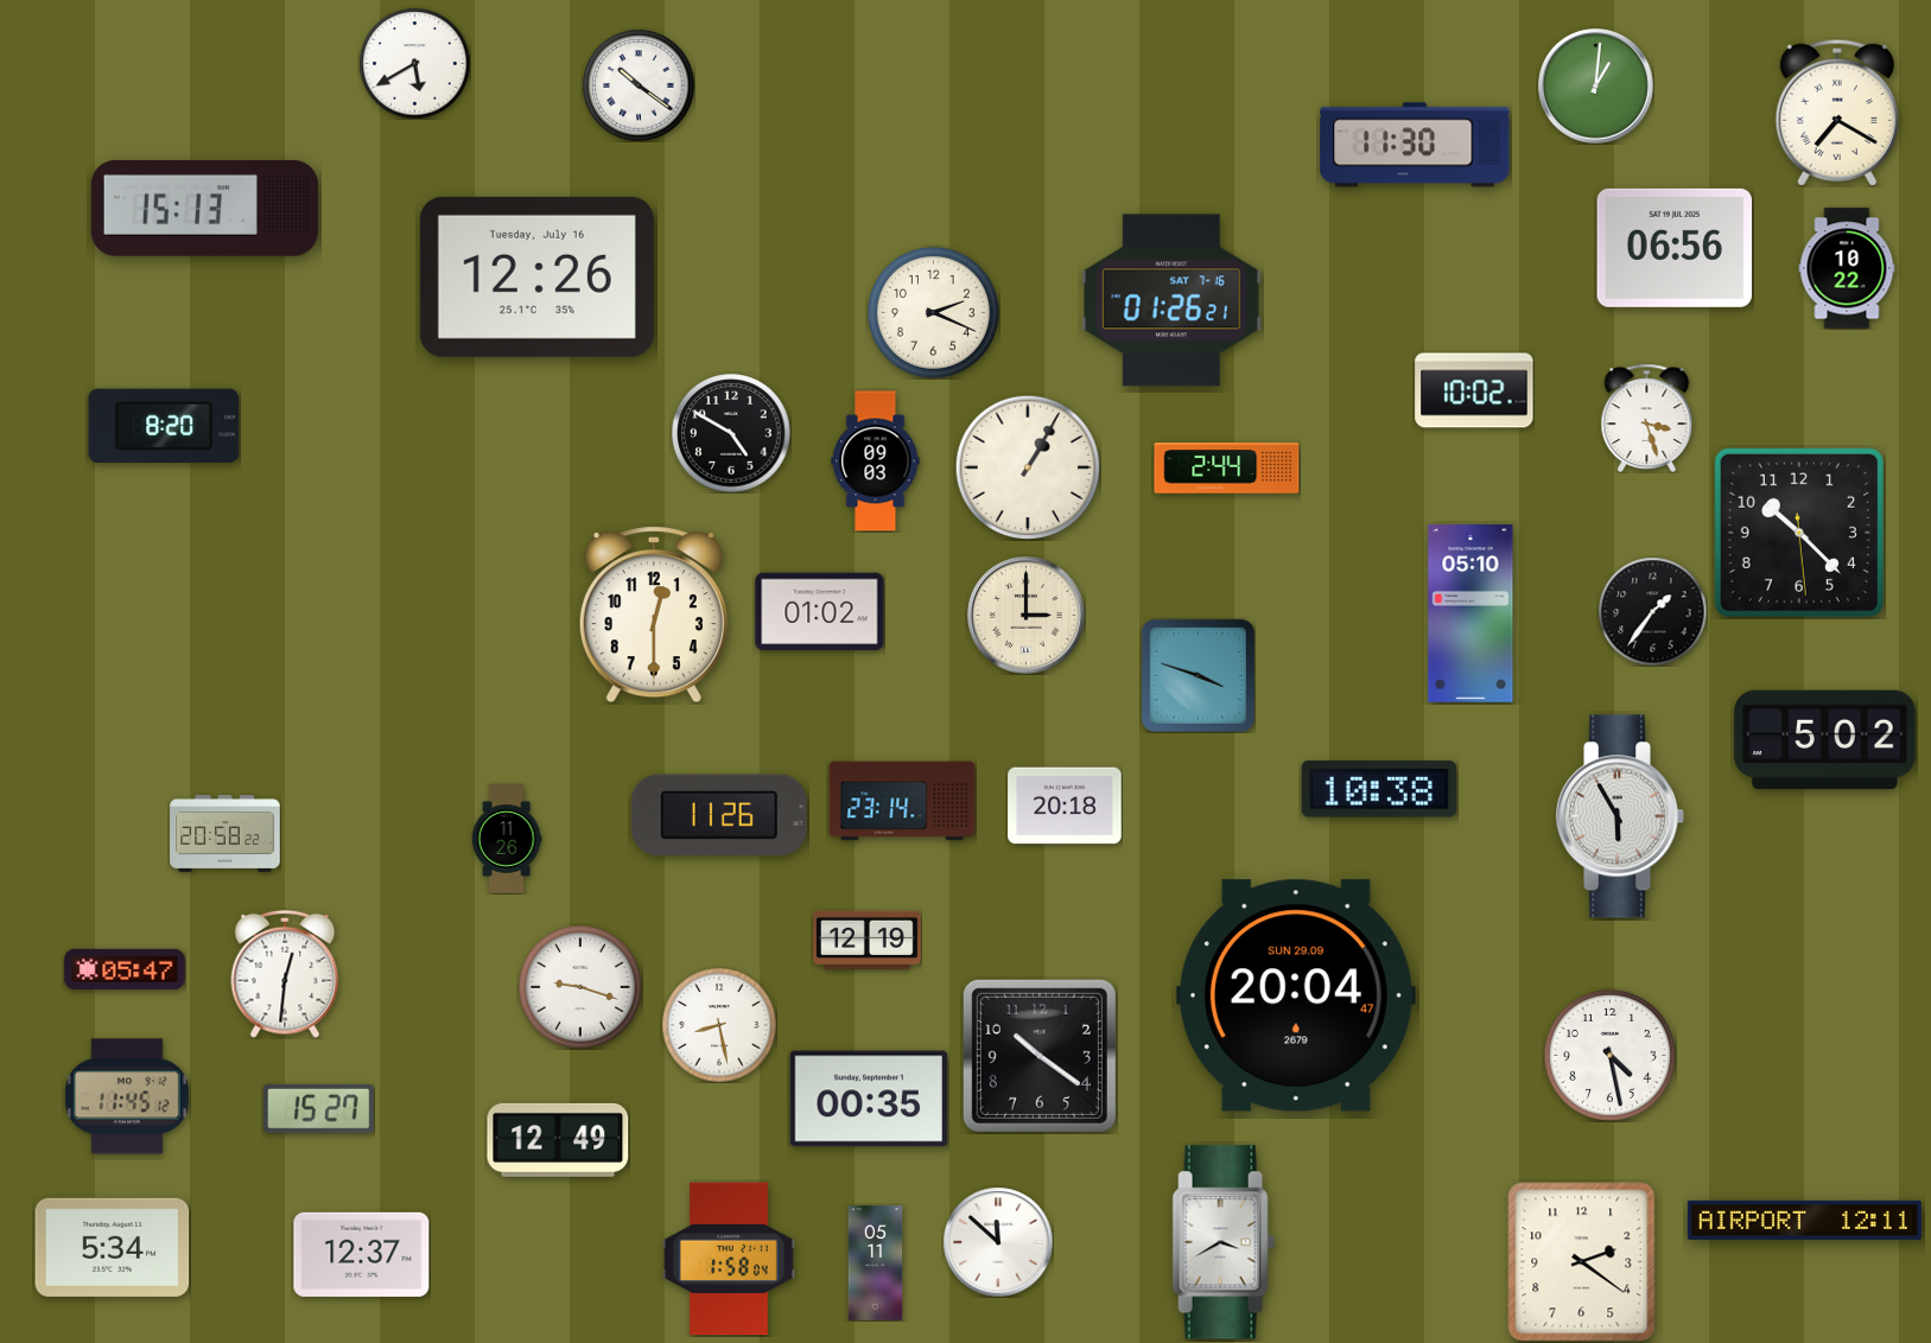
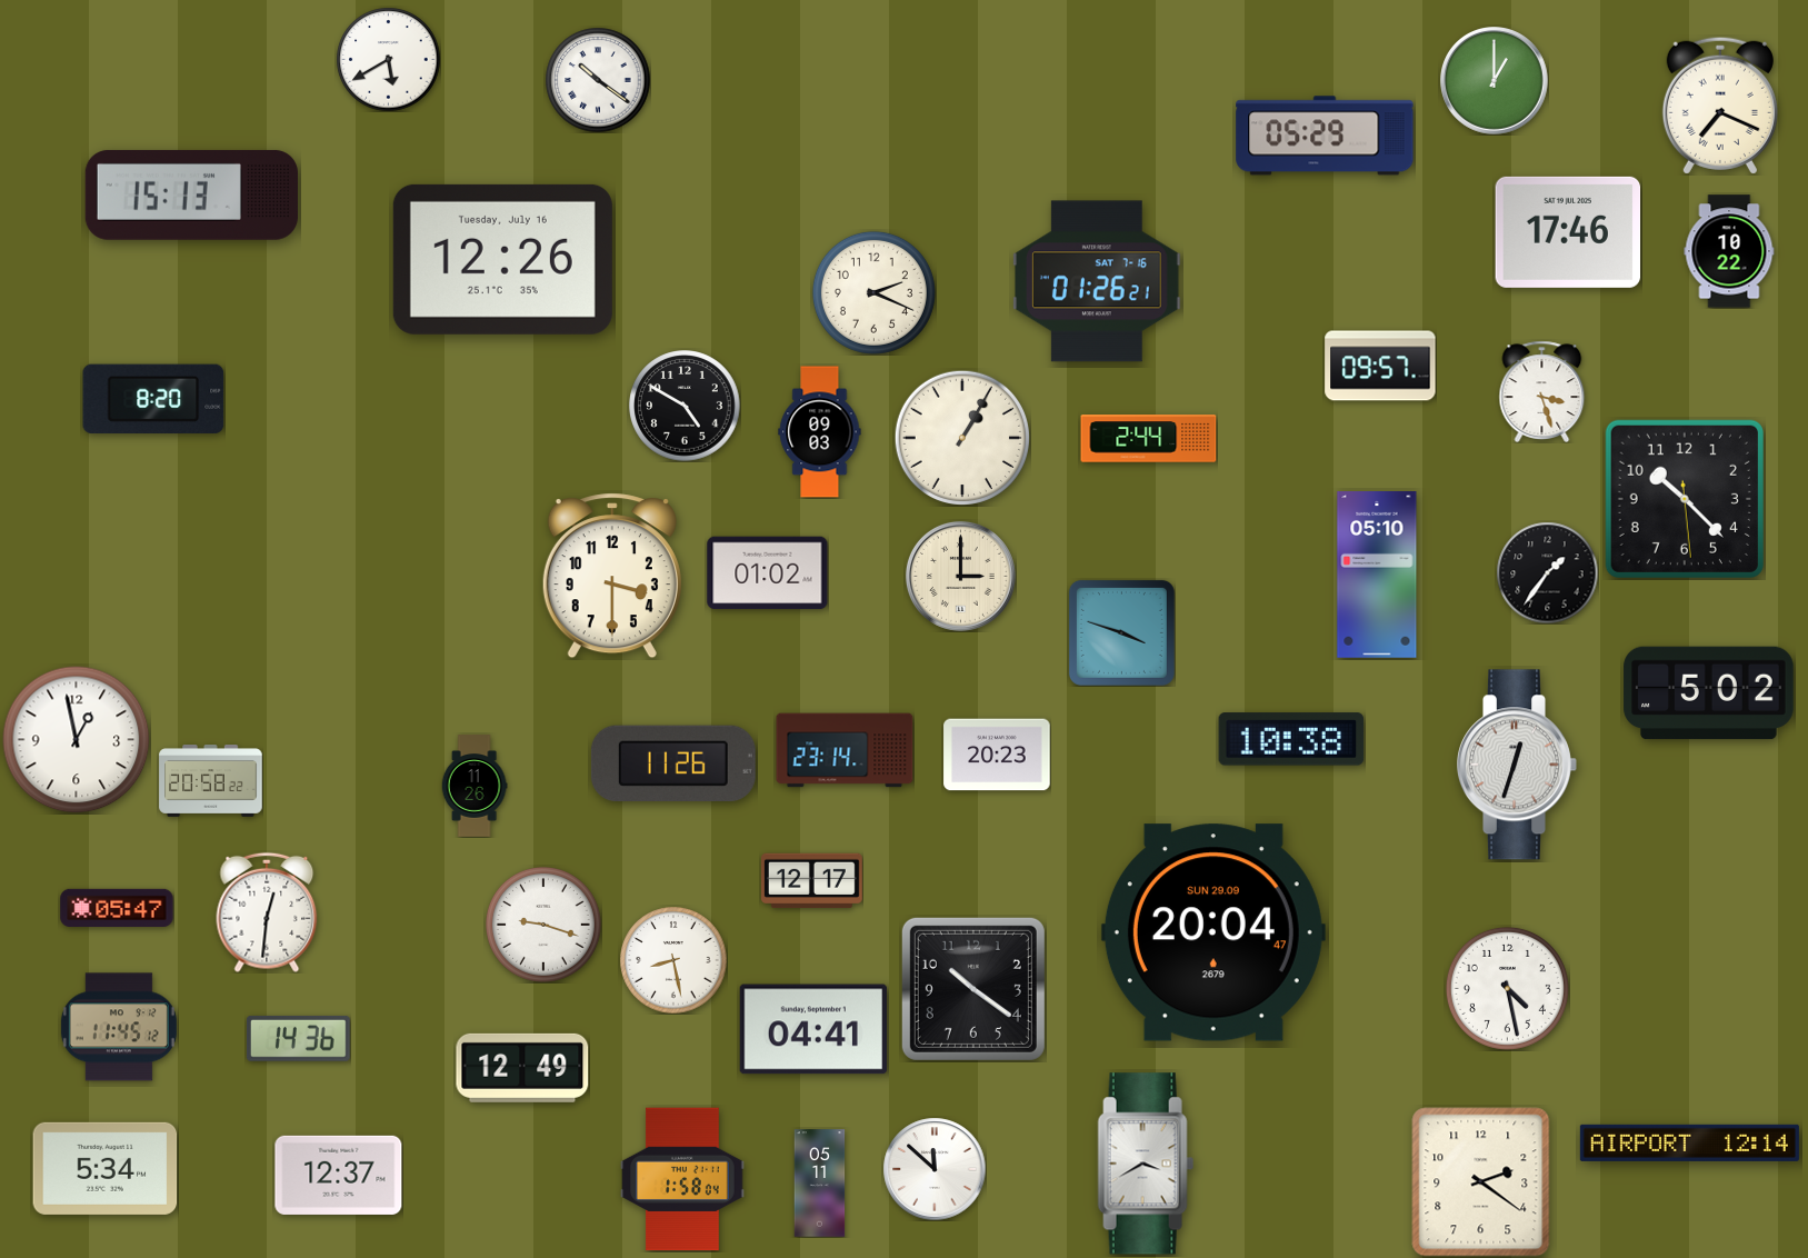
clock at (1596, 87): 1:01 -> 1:00
clock at (1837, 113): 7:20 -> 7:19
clock at (1415, 145): 11:30 -> 05:29
clock at (1675, 248): 06:56 -> 17:46
clock at (1474, 390): 10:02 -> 09:57
clock at (654, 615): 12:30 -> 3:30
clock at (77, 740): none -> 12:58
clock at (1065, 806): 20:18 -> 20:23
clock at (1620, 816): 5:55 -> 12:33
clock at (868, 941): 12:19 -> 12:17
clock at (869, 1099): 00:35 -> 04:41
clock at (318, 1108): 15:27 -> 14:36
clock at (1804, 1220): 12:11 -> 12:14
clock at (998, 1242) position: (998, 1242) -> (935, 1169)
